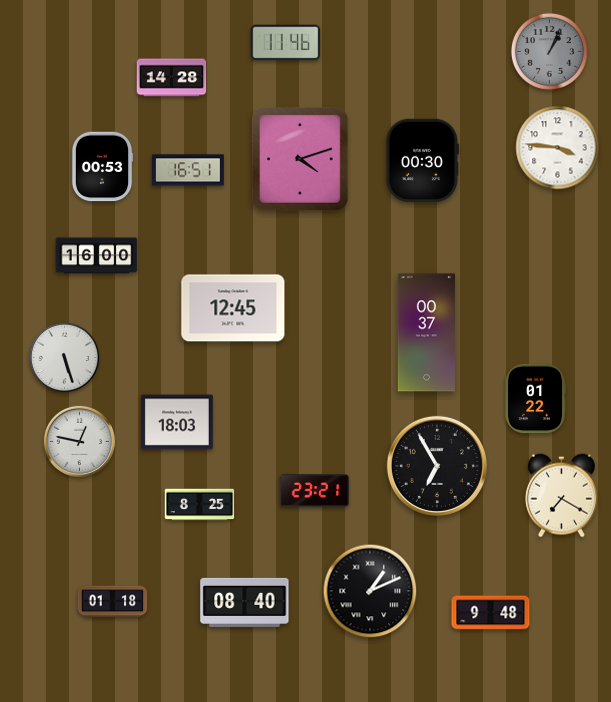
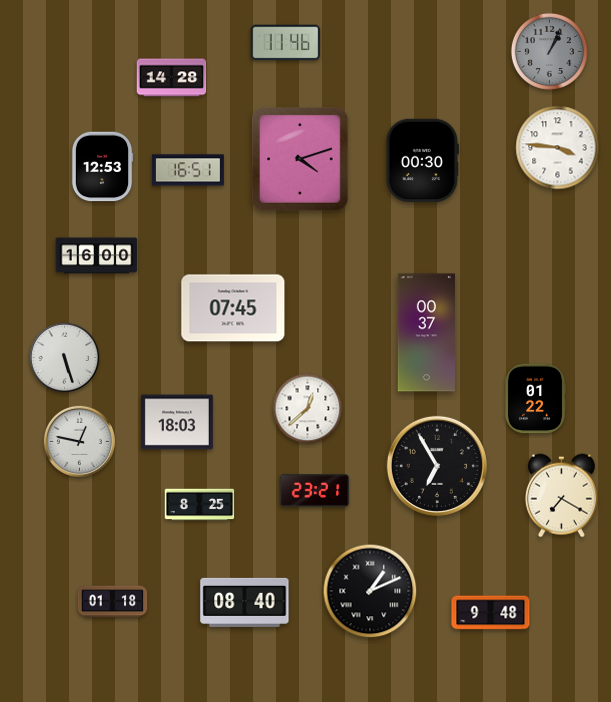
clock at (102, 167): 00:53 -> 12:53
clock at (233, 308): 12:45 -> 07:45
clock at (308, 409): none -> 12:38
